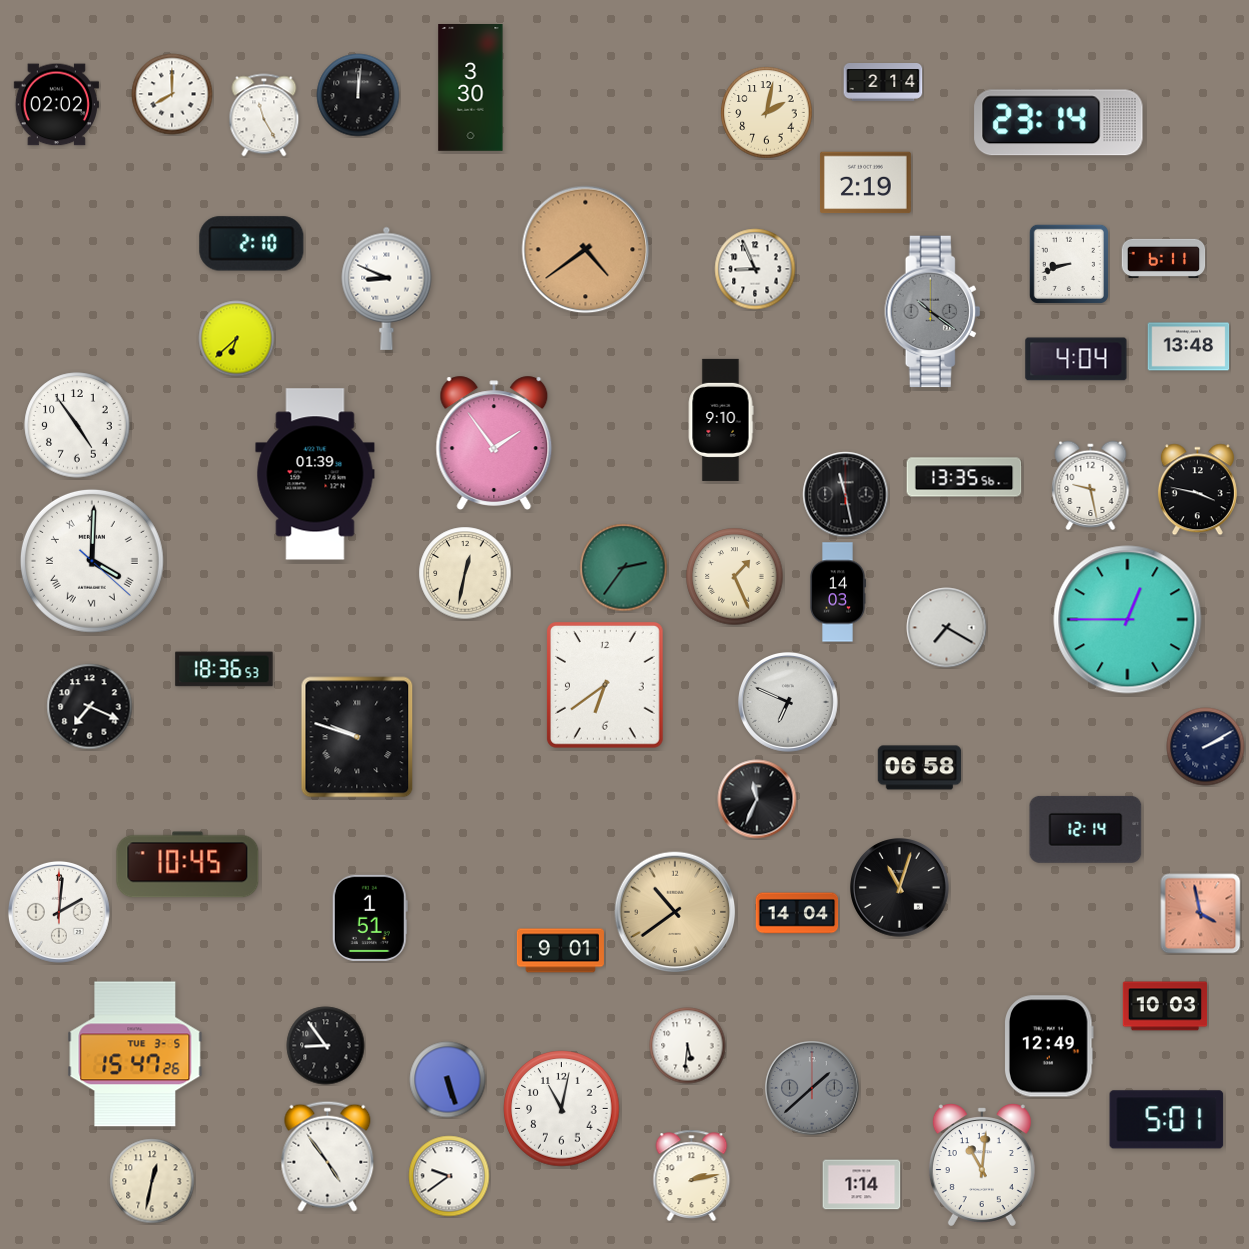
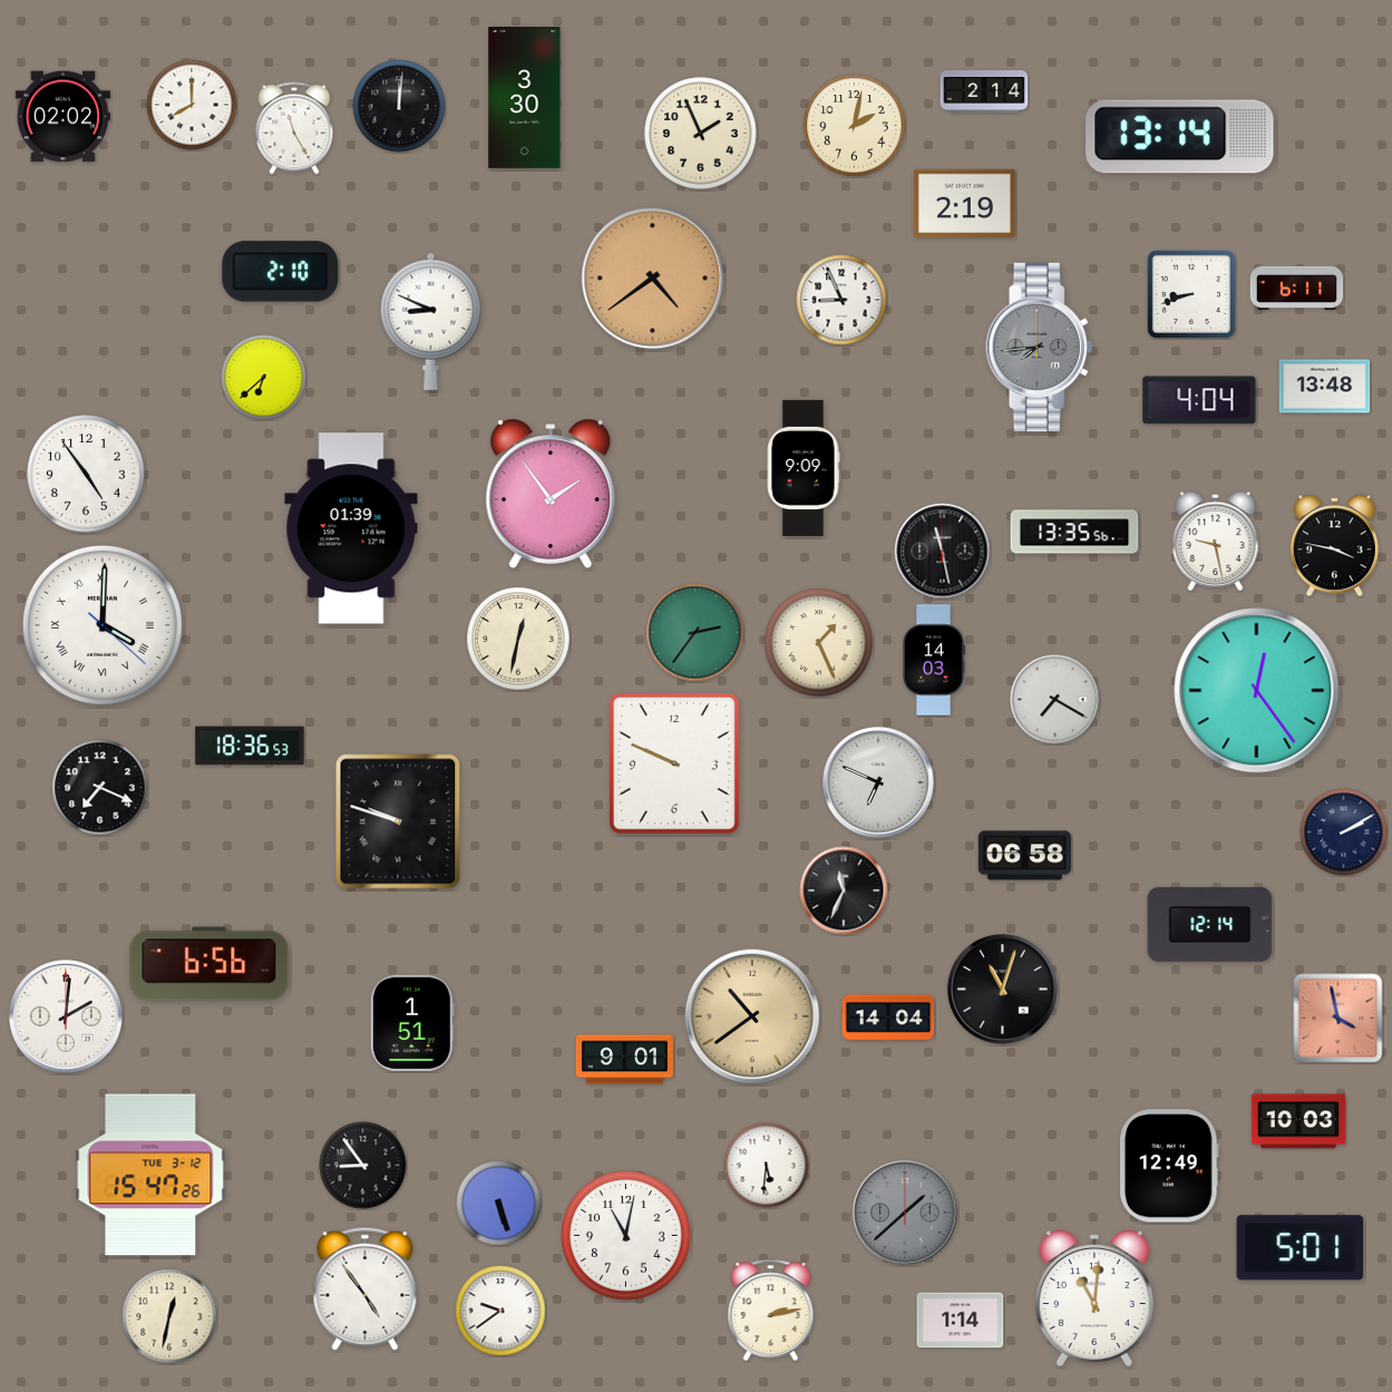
clock at (701, 134): none -> 1:56
clock at (1059, 123): 23:14 -> 13:14
clock at (933, 312): 10:21 -> 7:44
clock at (721, 420): 9:10 -> 9:09
clock at (1128, 620): 12:45 -> 12:24
clock at (605, 686): 6:39 -> 9:49
clock at (188, 865): 10:45 -> 6:56
clock at (135, 1054) date: TUE 3-5 -> TUE 3-12
